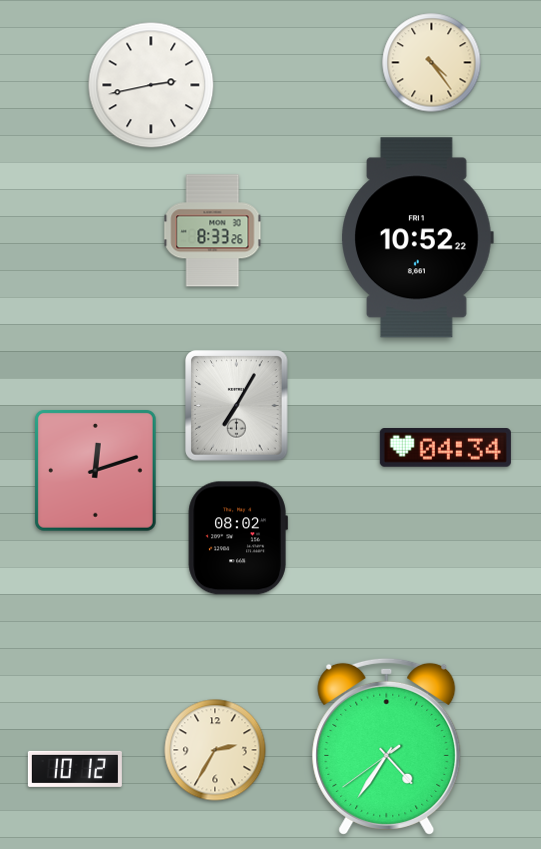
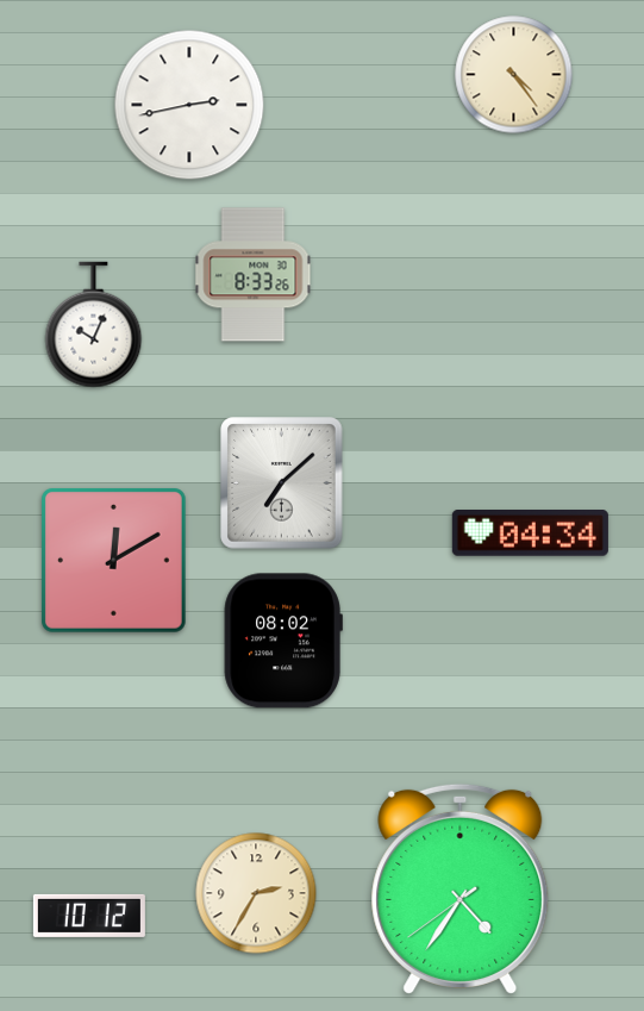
clock at (151, 85) position: (151, 85) -> (189, 105)
clock at (417, 238): 10:52 -> none
clock at (94, 325): none -> 10:04
clock at (237, 406): 7:05 -> 7:08
clock at (95, 470): 12:12 -> 12:10
